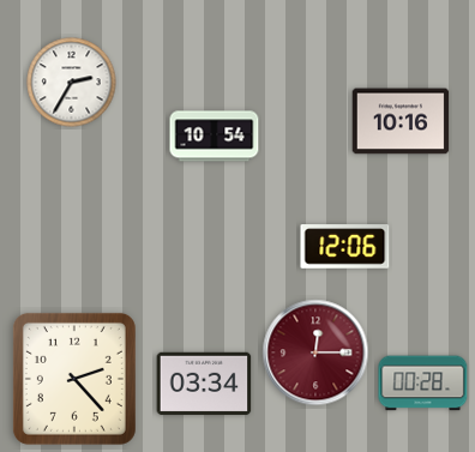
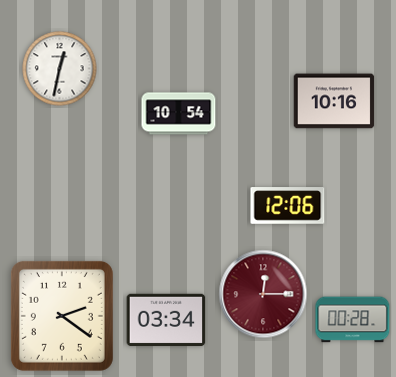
clock at (72, 83): 2:35 -> 12:32
clock at (74, 379): 2:23 -> 2:21
clock at (204, 384) position: (204, 384) -> (166, 320)
